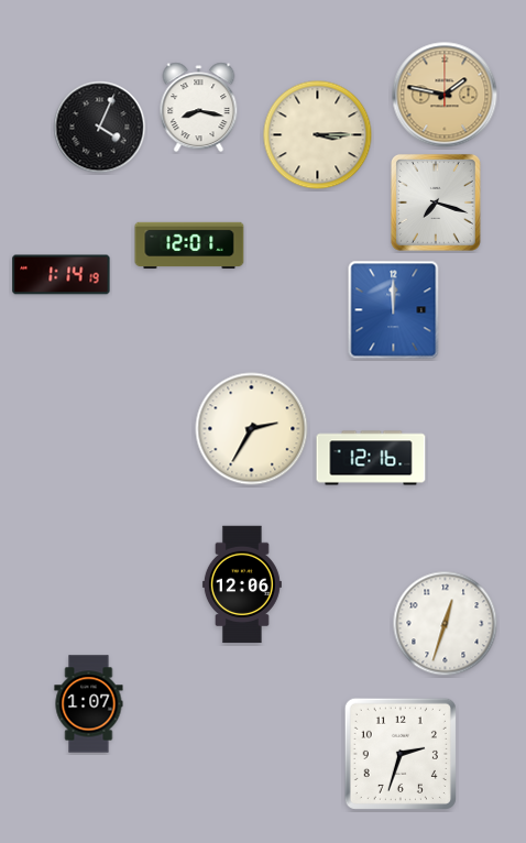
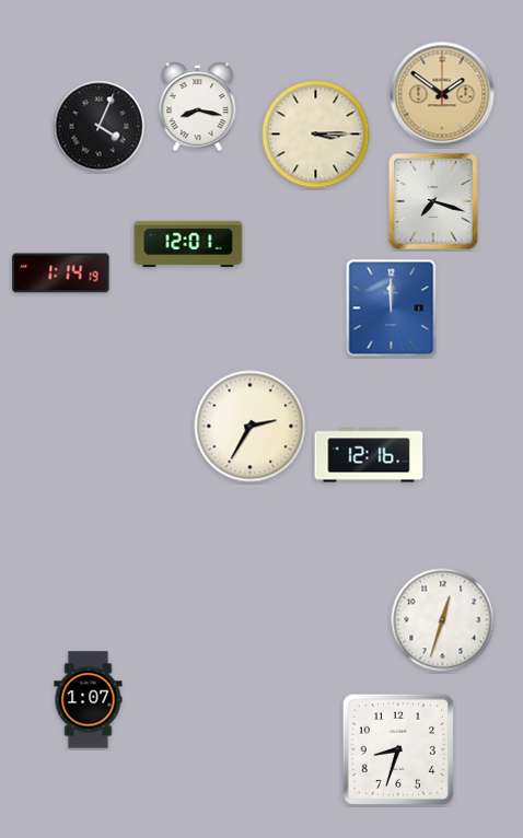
clock at (445, 95): 1:47 -> 1:51
clock at (242, 584): 12:06 -> none
clock at (401, 754): 2:33 -> 8:33
